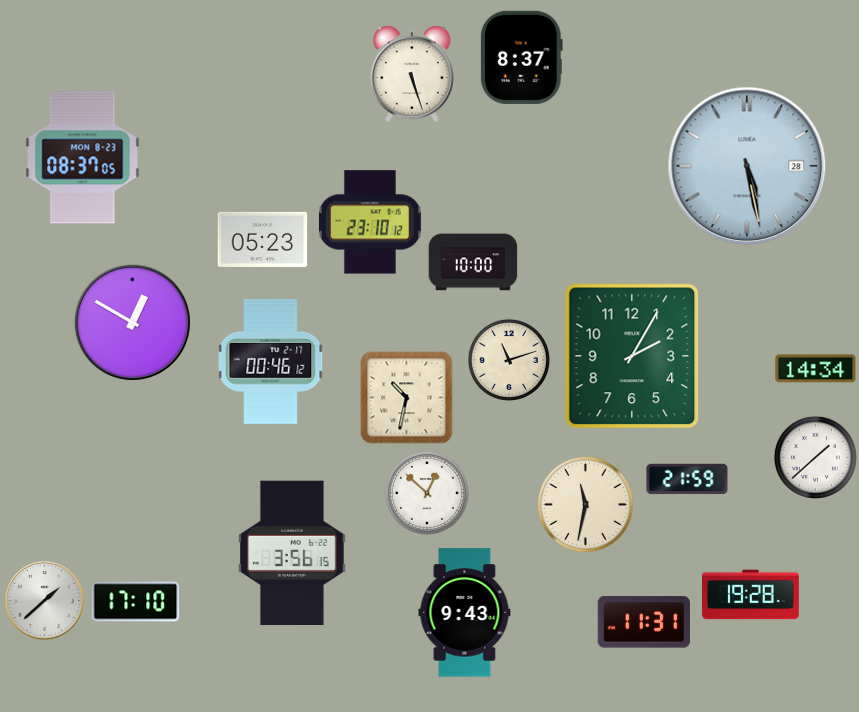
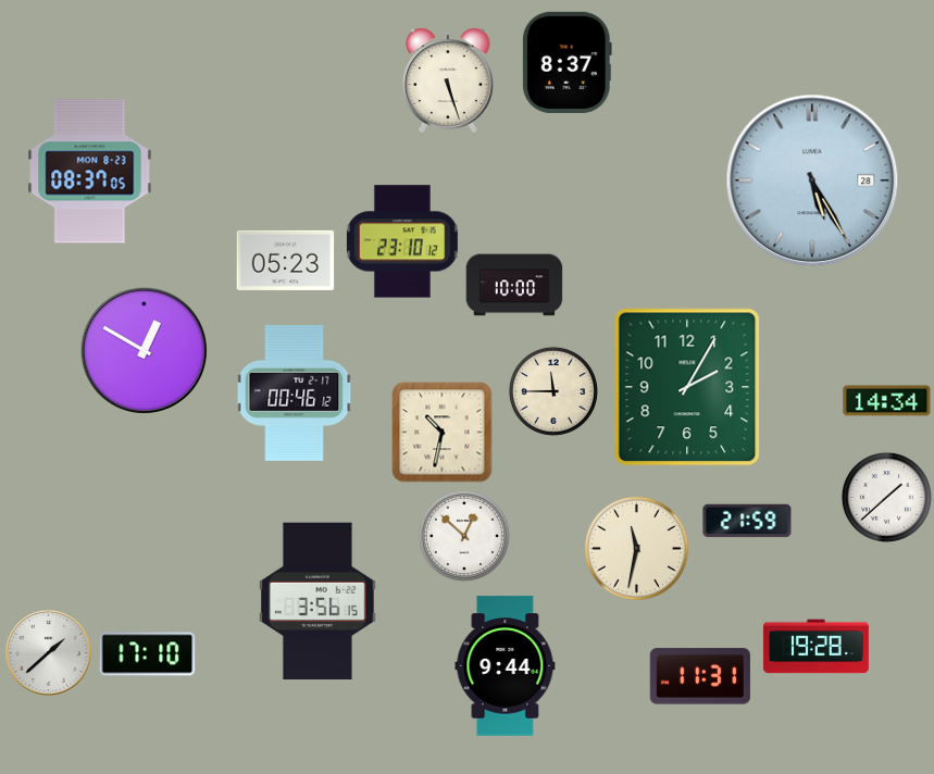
clock at (747, 166): 5:28 -> 5:25
clock at (509, 360): 11:12 -> 11:45
clock at (465, 613): 9:43 -> 9:44
